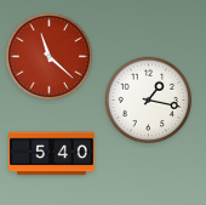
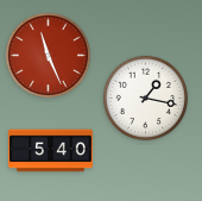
clock at (50, 57): 11:22 -> 11:26
